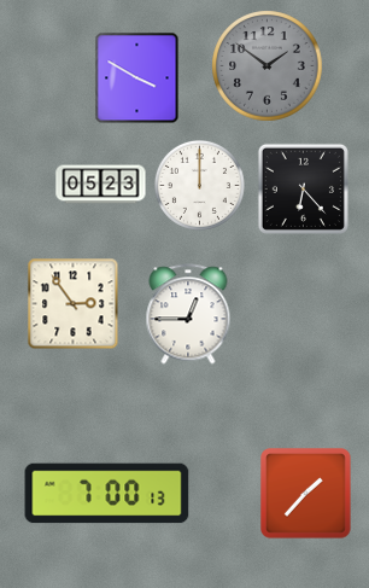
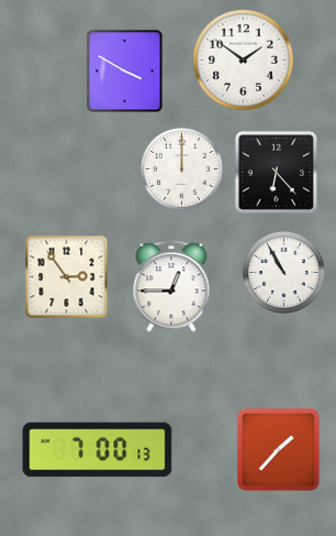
clock at (268, 66) dial: grey -> white
clock at (101, 185): 05:23 -> none
clock at (283, 272): none -> 10:55
